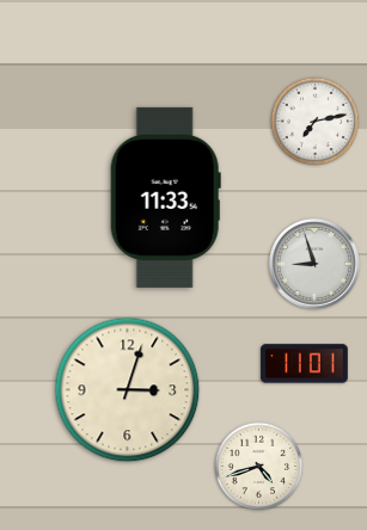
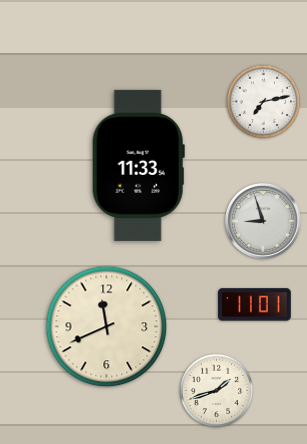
clock at (128, 390): 3:03 -> 11:41
clock at (259, 467): 4:42 -> 1:42
